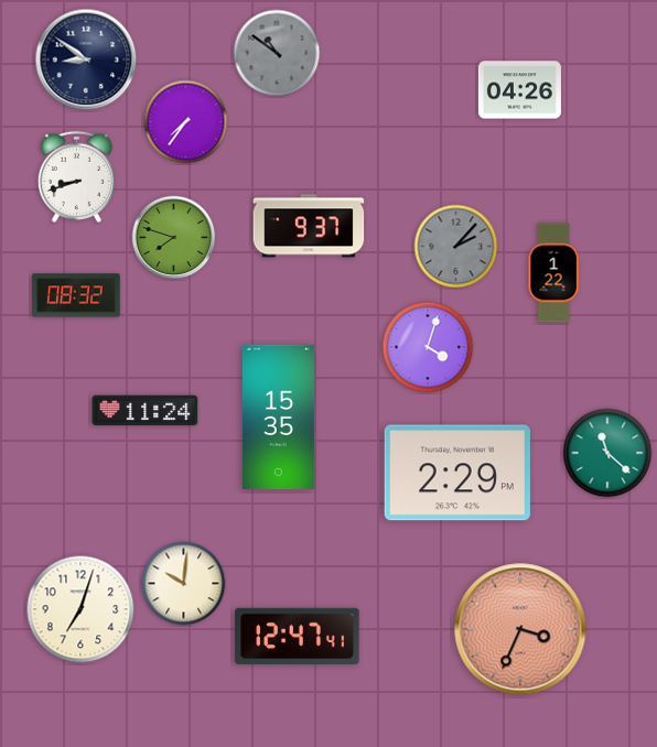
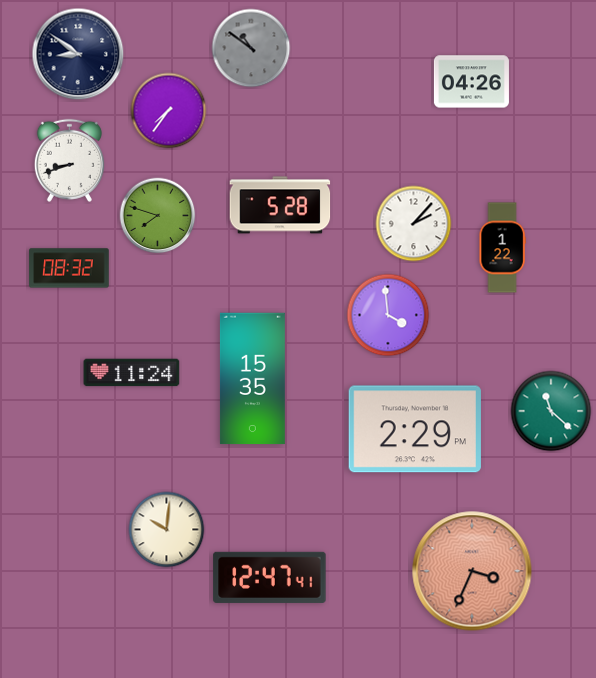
clock at (309, 226): 9:37 -> 5:28
clock at (456, 247) dial: grey -> white
clock at (428, 347): 4:03 -> 3:59
clock at (80, 609): 7:03 -> none
